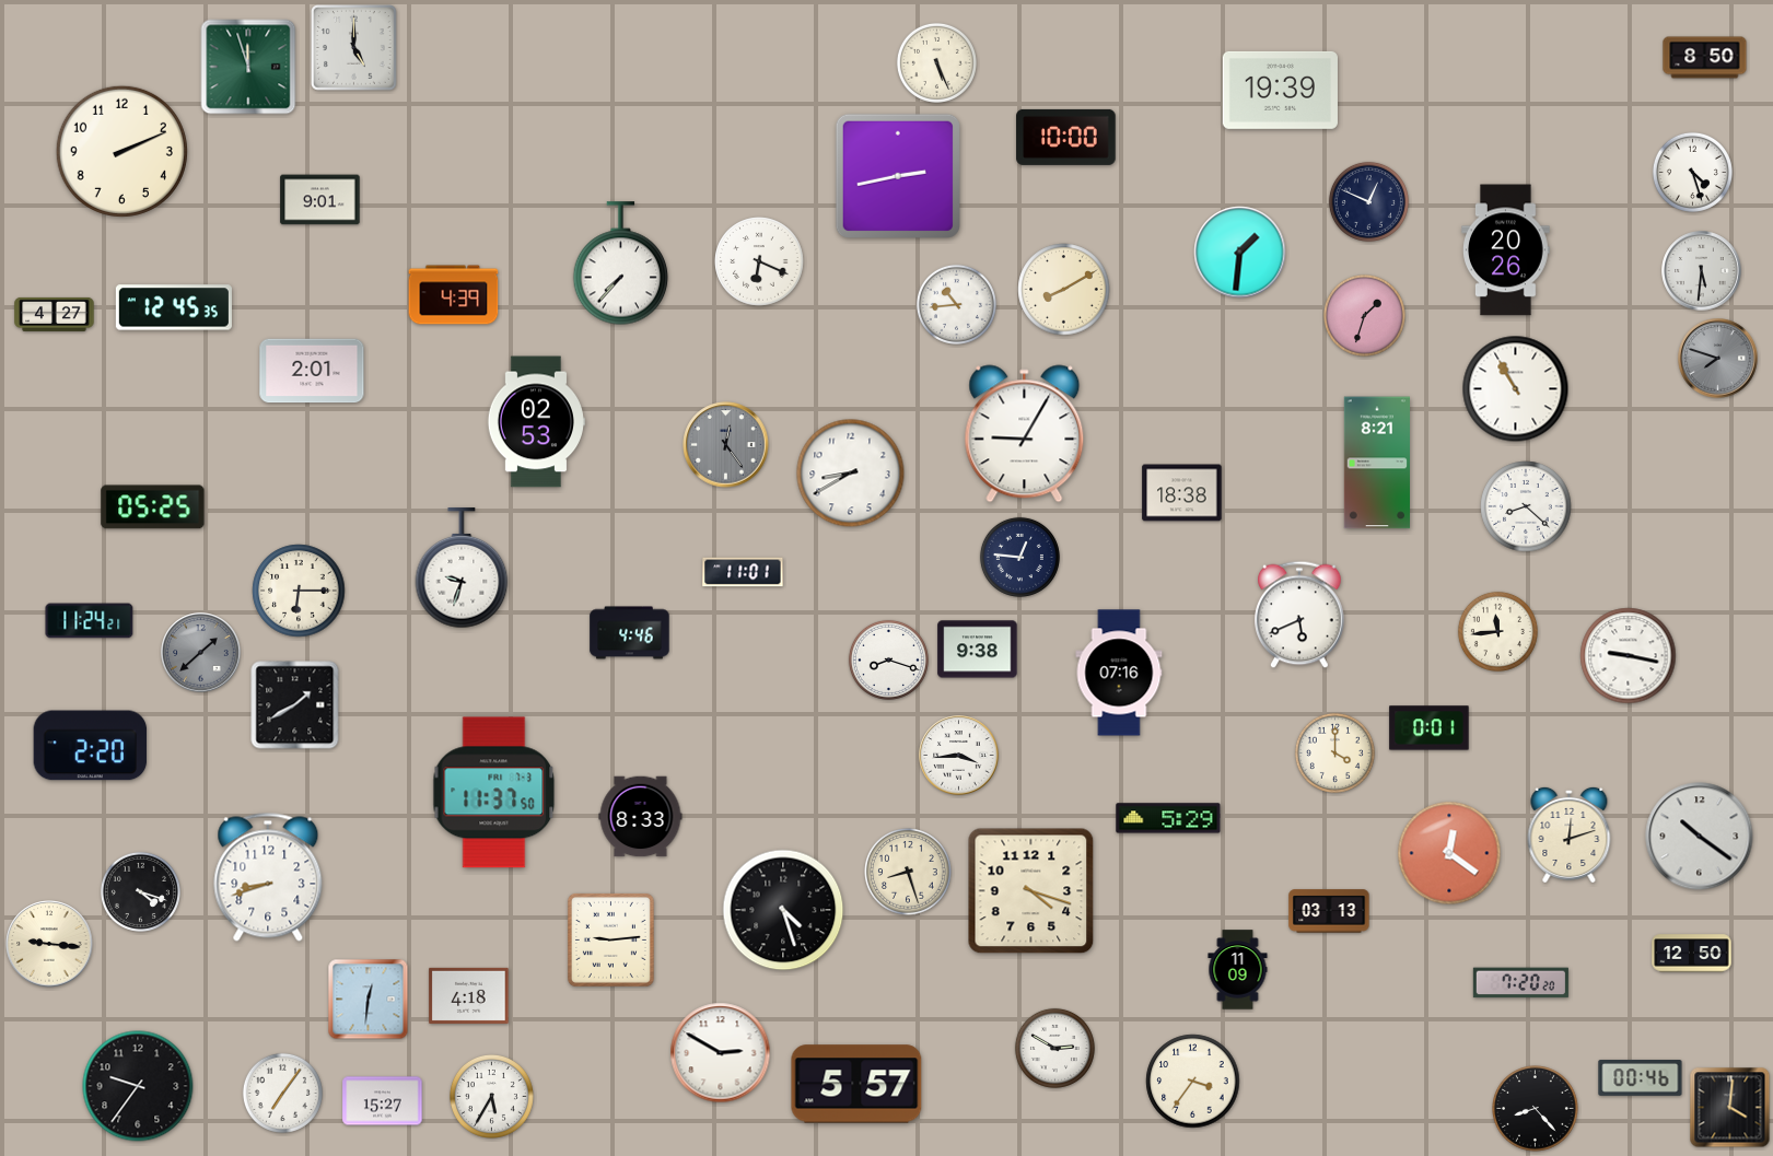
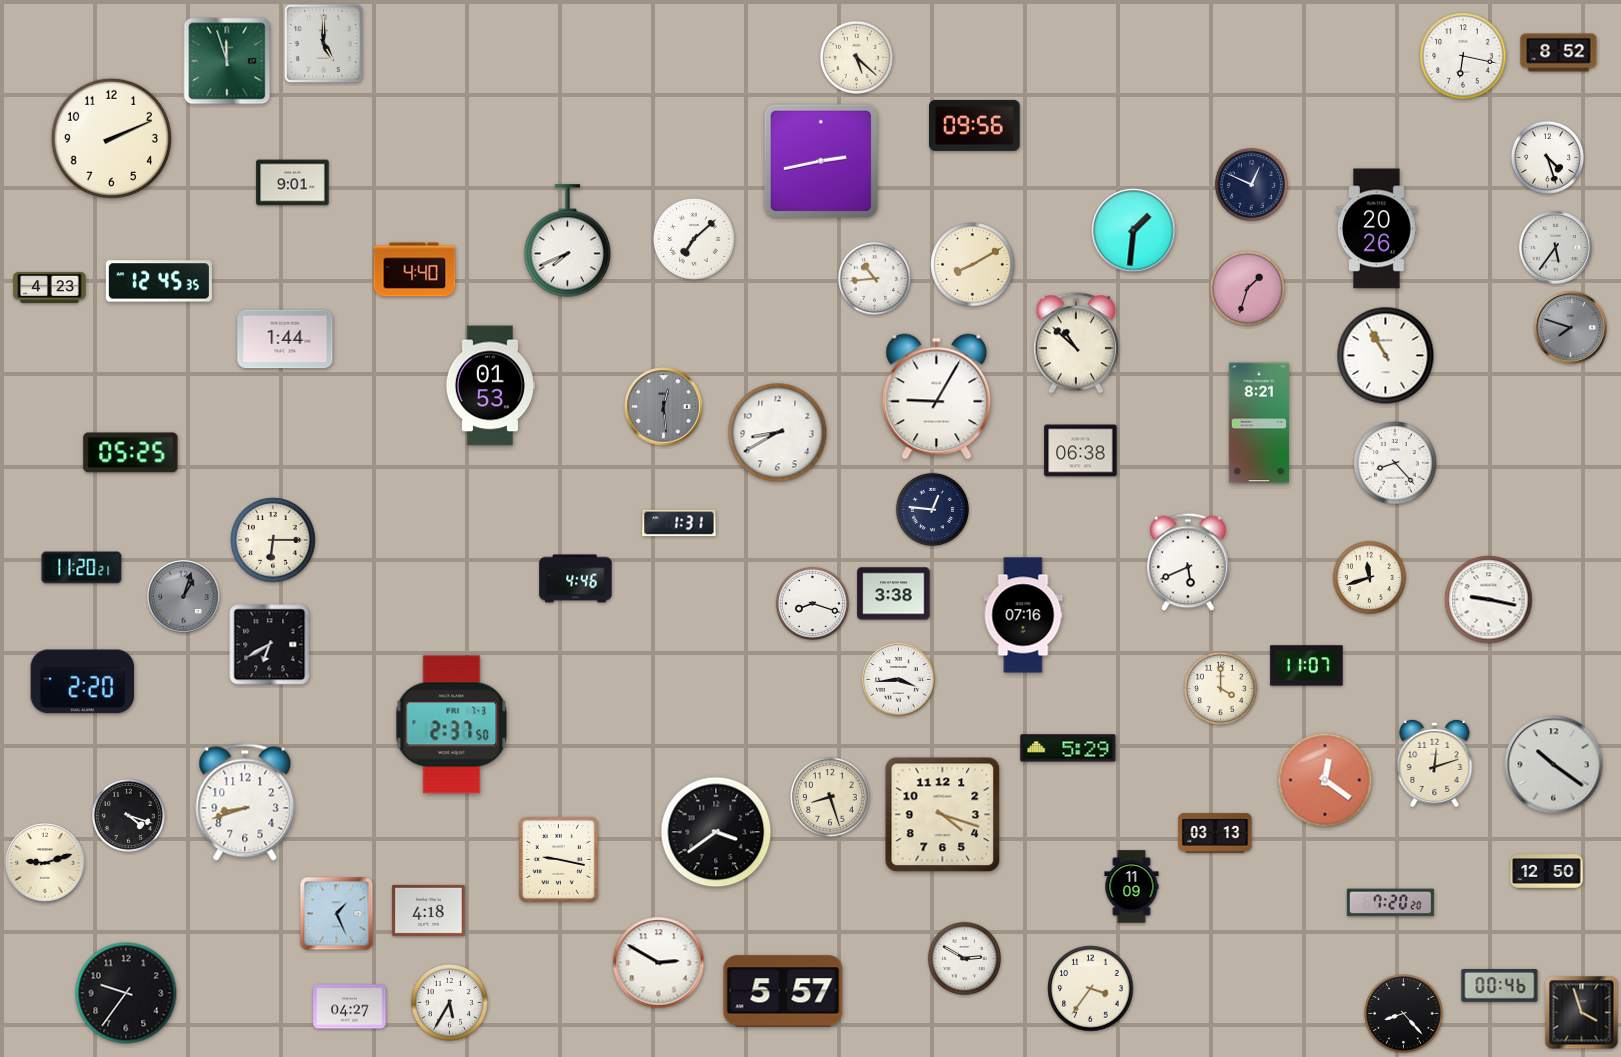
clock at (1705, 58): 8:50 -> 8:52
clock at (1463, 56): none -> 6:17
clock at (936, 62): 5:26 -> 5:22
clock at (1280, 90): 19:39 -> none
clock at (1066, 137): 10:00 -> 09:56
clock at (759, 261): 6:19 -> 7:08
clock at (621, 264): 7:37 -> 7:41
clock at (1702, 271): 5:31 -> 5:36
clock at (454, 295): 4:39 -> 4:40
clock at (55, 314): 4:27 -> 4:23
clock at (312, 371): 2:01 -> 1:44
clock at (1076, 343): none -> 10:52
clock at (535, 422): 02:53 -> 01:53
clock at (726, 445): 12:24 -> 12:29
clock at (1182, 493): 18:38 -> 06:38
clock at (1526, 506): 8:22 -> 8:23
clock at (153, 507) position: (153, 507) -> (131, 453)
clock at (462, 569): 9:33 -> none
clock at (743, 572): 11:01 -> 1:31
clock at (90, 621): 11:24 -> 11:20
clock at (1497, 631): 11:44 -> 11:42
clock at (978, 650): 9:38 -> 3:38
clock at (201, 653): 1:38 -> 1:03
clock at (295, 705): 1:40 -> 6:40
clock at (1430, 728): 0:01 -> 11:07
clock at (959, 756) position: (959, 756) -> (899, 680)
clock at (494, 793): 11:37 -> 2:37
clock at (641, 817): 8:33 -> none
clock at (783, 910): 4:27 -> 3:39
clock at (610, 939): 9:14 -> 9:17
clock at (49, 944): 9:16 -> 9:12
clock at (1520, 983) position: (1520, 983) -> (1390, 903)
clock at (369, 1000): 12:31 -> 1:26
clock at (282, 1093): 7:06 -> none
clock at (383, 1101): 15:27 -> 04:27
clock at (1730, 1108): 4:01 -> 3:57
